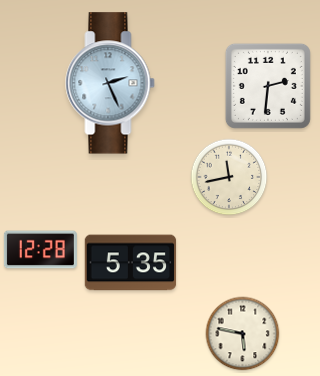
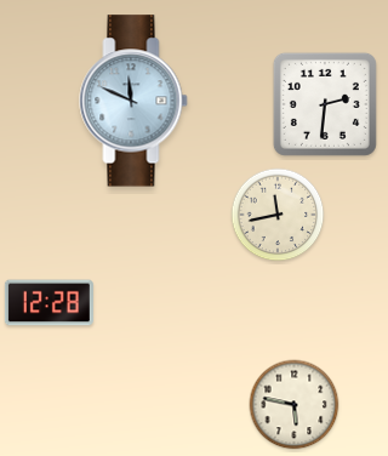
clock at (110, 83): 2:26 -> 11:49
clock at (131, 263): 5:35 -> none
